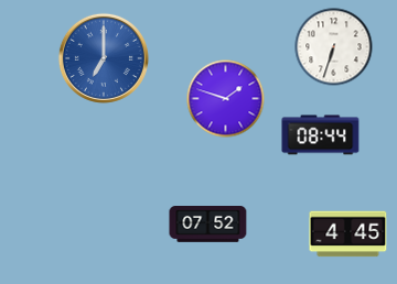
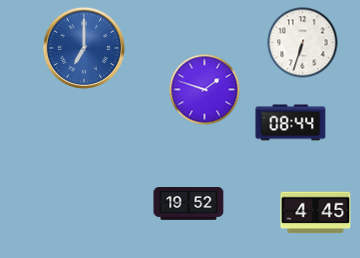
clock at (104, 58) position: (104, 58) -> (84, 48)
clock at (208, 225): 07:52 -> 19:52
